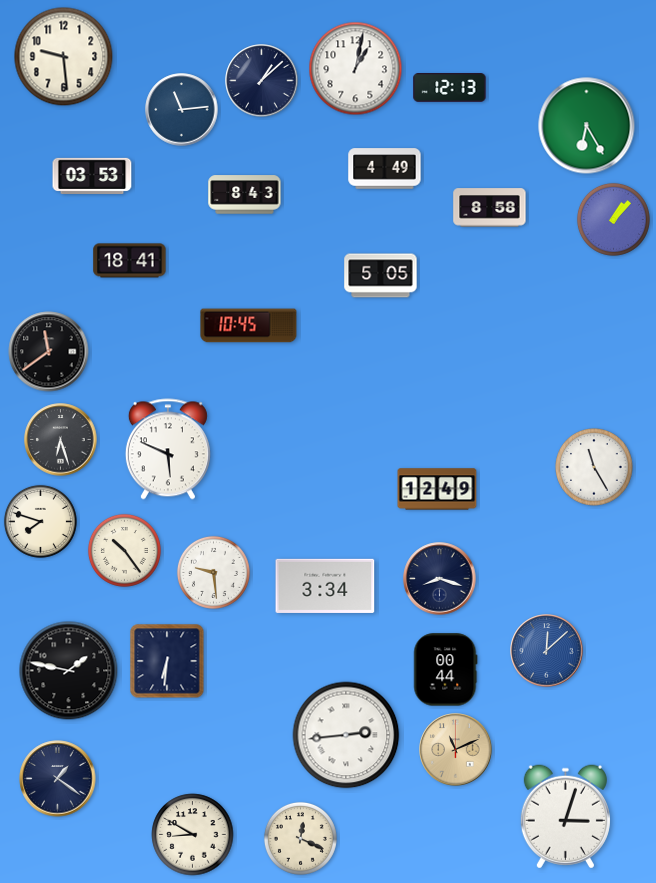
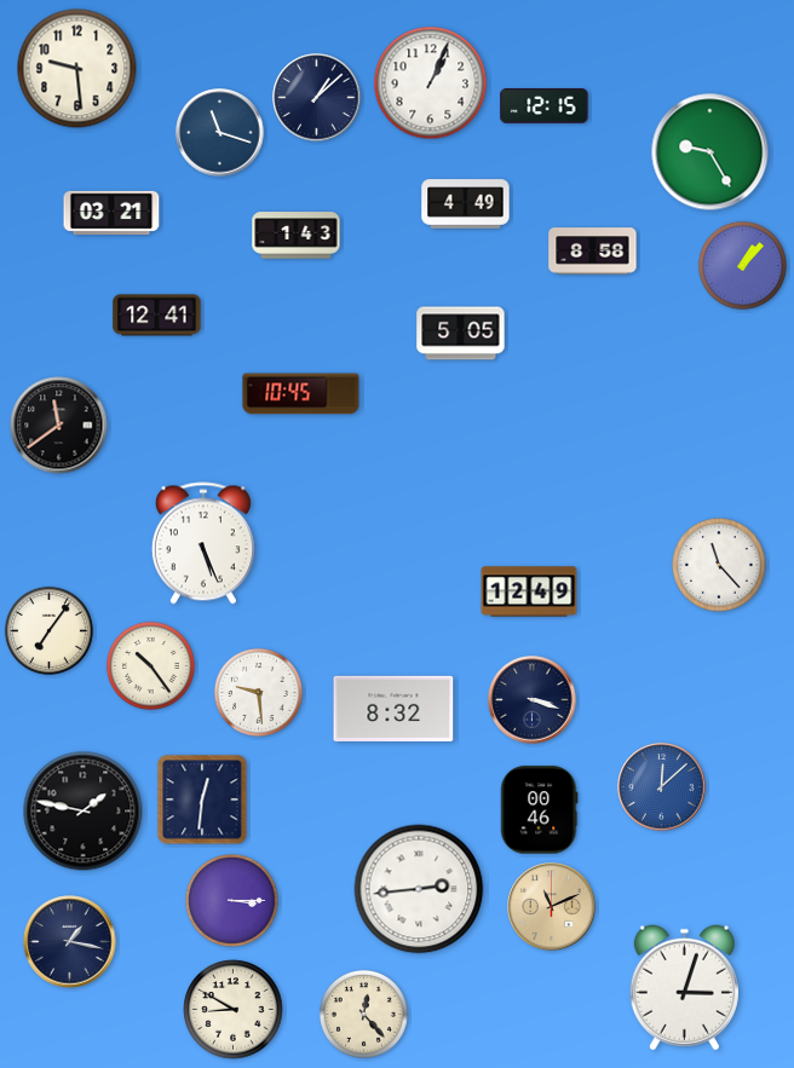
clock at (356, 69): 1:02 -> 1:04
clock at (450, 88): 12:13 -> 12:15
clock at (182, 110): 11:14 -> 11:18
clock at (587, 126): 6:25 -> 9:25
clock at (92, 176): 03:53 -> 03:21
clock at (245, 195): 8:43 -> 1:43
clock at (130, 261): 18:41 -> 12:41
clock at (61, 440): 6:27 -> none
clock at (168, 449): 5:49 -> 5:26
clock at (594, 467): 11:25 -> 11:23
clock at (40, 521): 7:48 -> 7:06
clock at (440, 579): 8:18 -> 3:18
clock at (325, 586): 3:34 -> 8:32
clock at (167, 661): 6:31 -> 12:31
clock at (446, 670): 00:44 -> 00:46
clock at (232, 901): none -> 3:15
clock at (58, 779): 1:21 -> 1:17
clock at (300, 838): 12:19 -> 12:23
